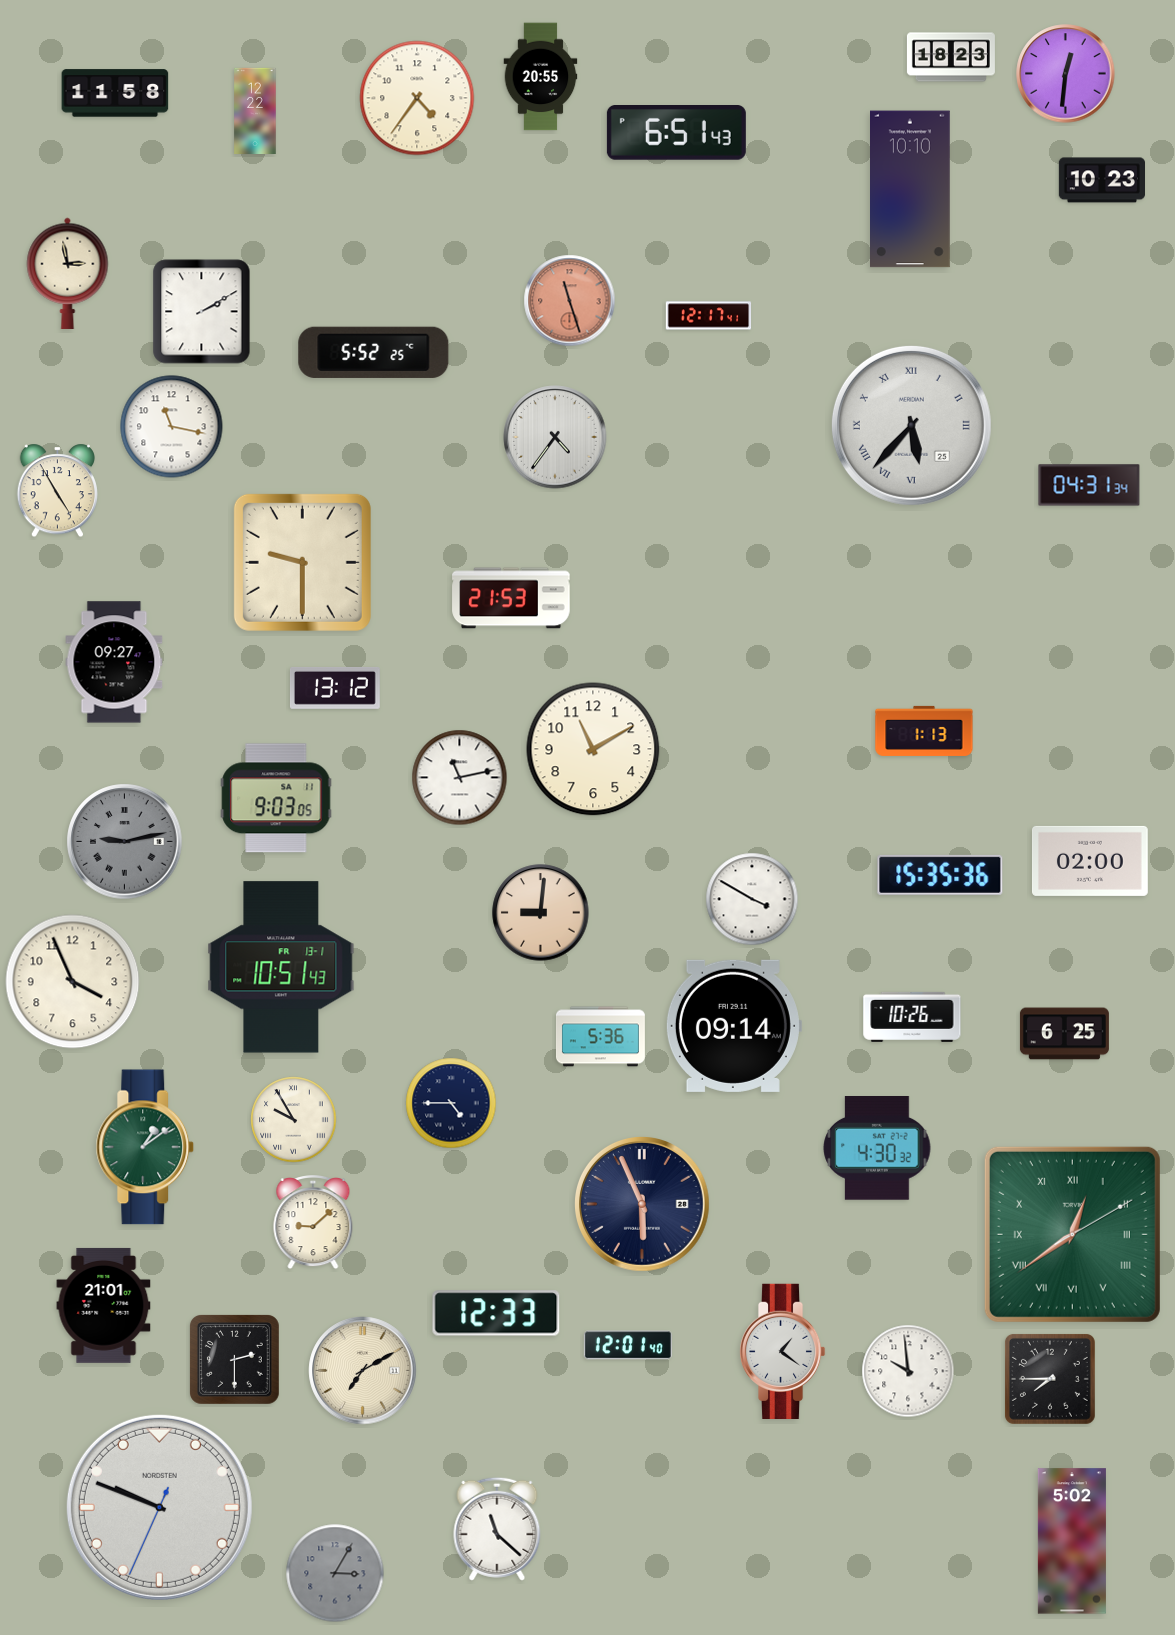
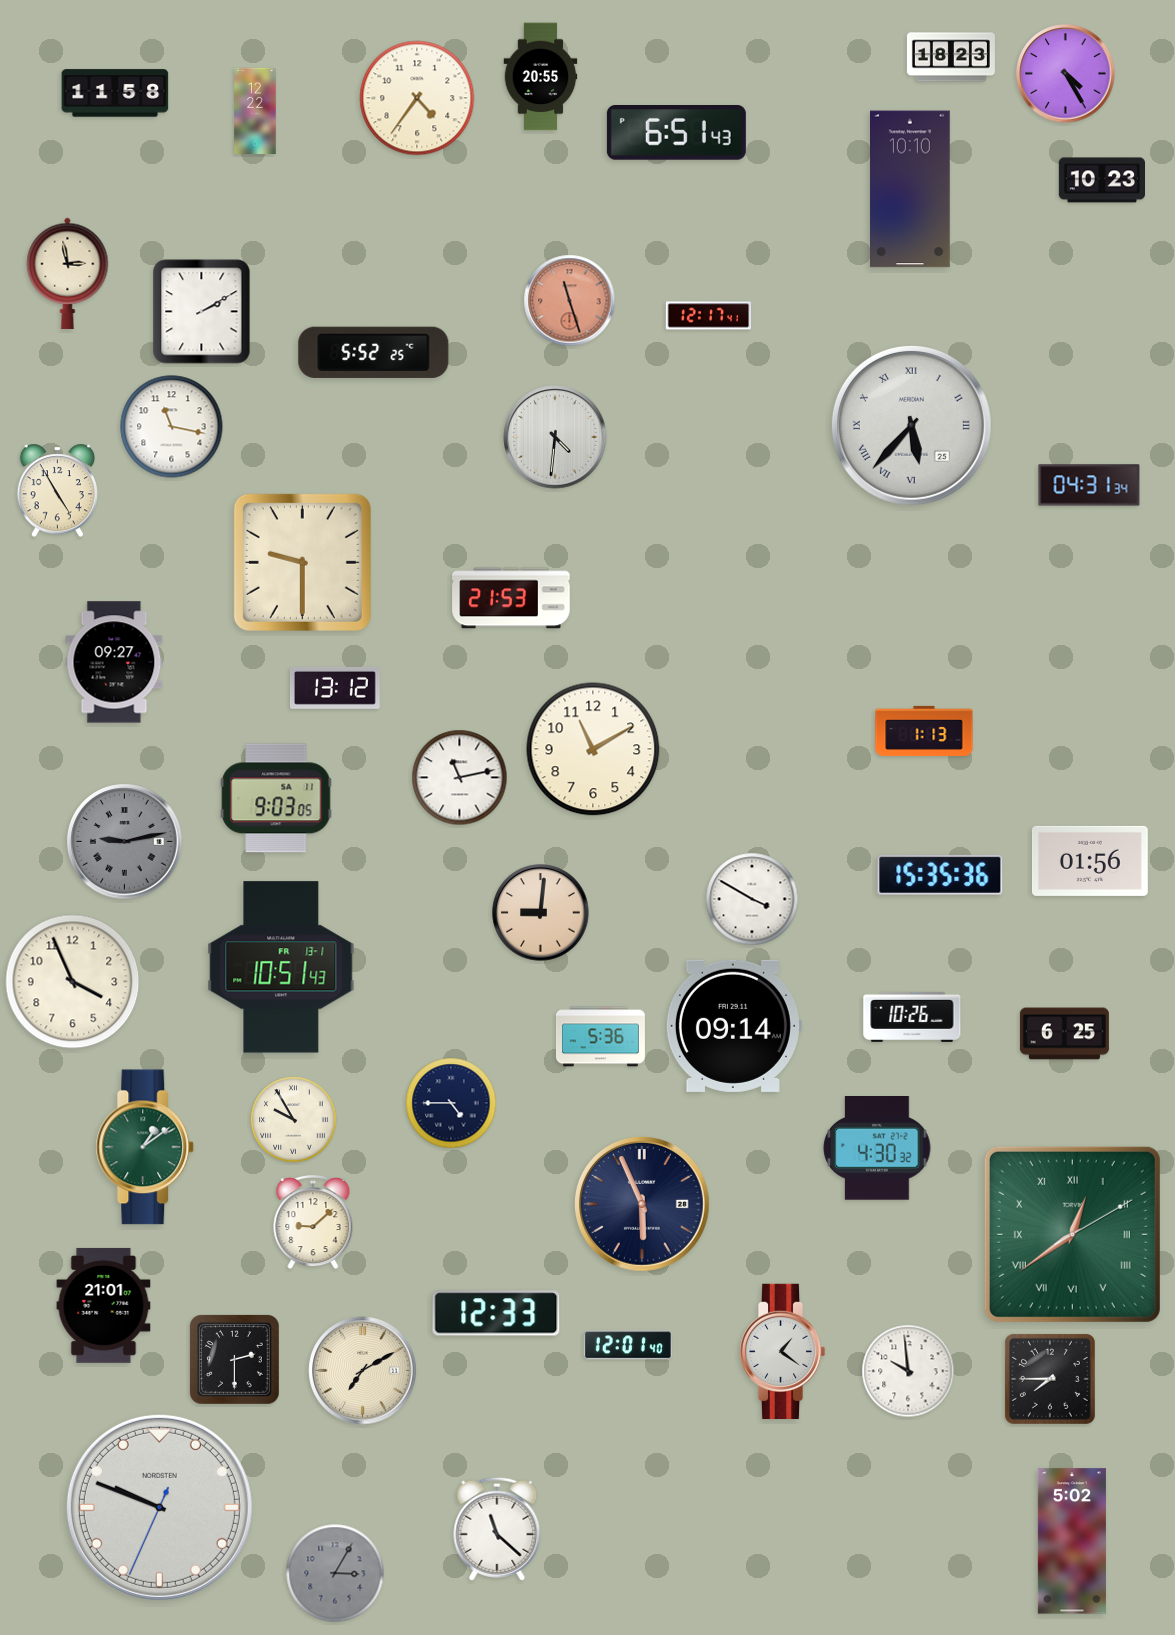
clock at (1066, 74): 12:31 -> 4:25
clock at (555, 437): 4:36 -> 4:31
clock at (1090, 861): 02:00 -> 01:56
